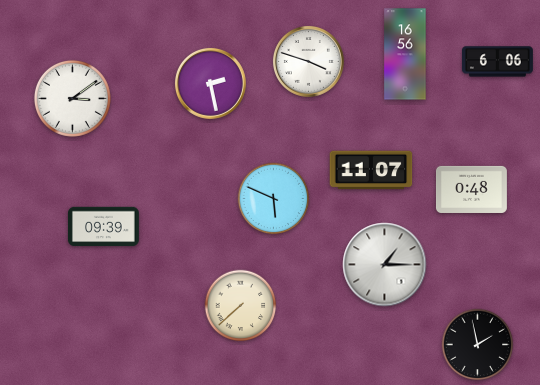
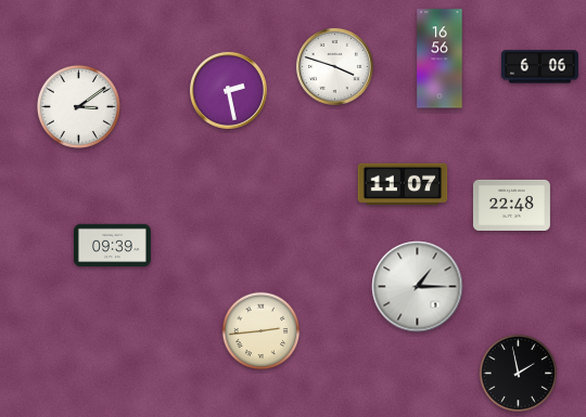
clock at (471, 189): 0:48 -> 22:48
clock at (274, 199): 5:49 -> none
clock at (241, 306): 7:38 -> 2:44
